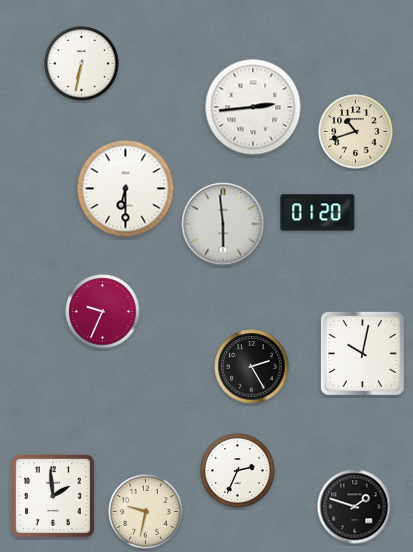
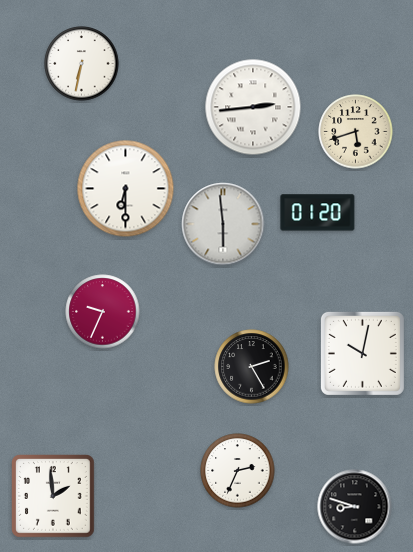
clock at (356, 132): 10:42 -> 5:42
clock at (355, 507): 1:48 -> 8:48
clock at (146, 512): 9:32 -> none
